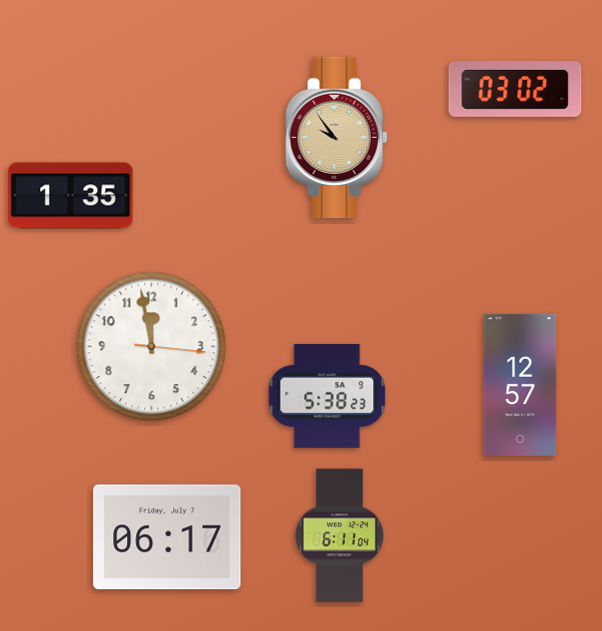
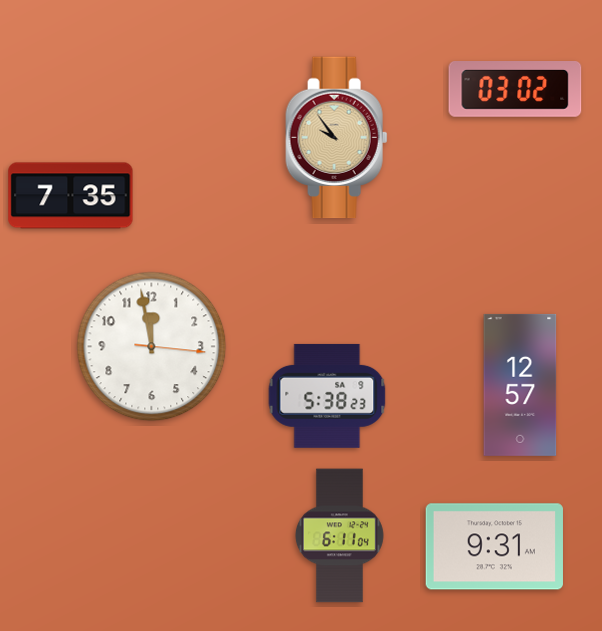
clock at (71, 196): 1:35 -> 7:35
clock at (167, 537): 06:17 -> none
clock at (494, 547): none -> 9:31
